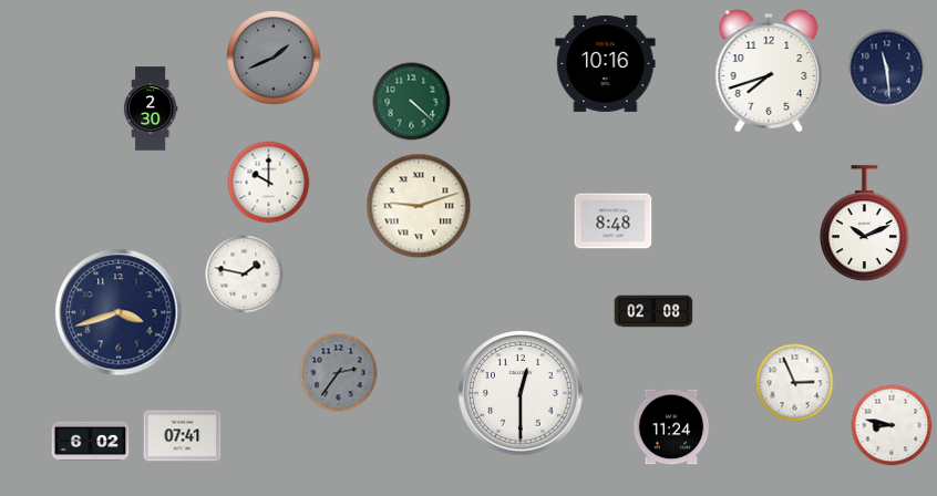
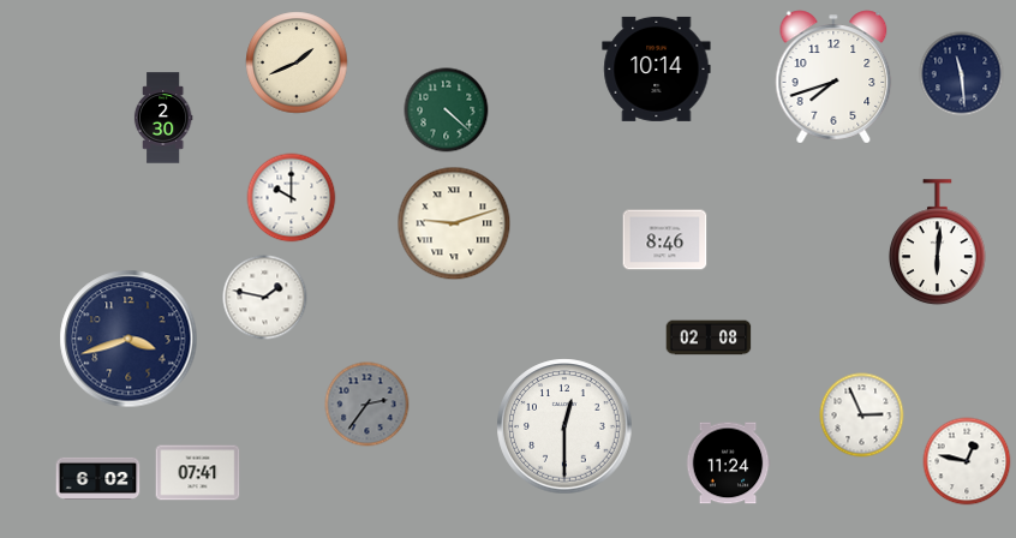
clock at (274, 58) dial: grey -> cream
clock at (606, 63): 10:16 -> 10:14
clock at (614, 221): 8:48 -> 8:46
clock at (864, 224): 10:11 -> 6:01
clock at (892, 425): 8:47 -> 12:47
